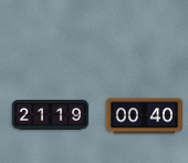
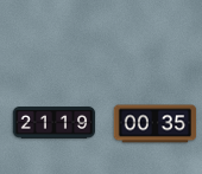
clock at (145, 116): 00:40 -> 00:35
